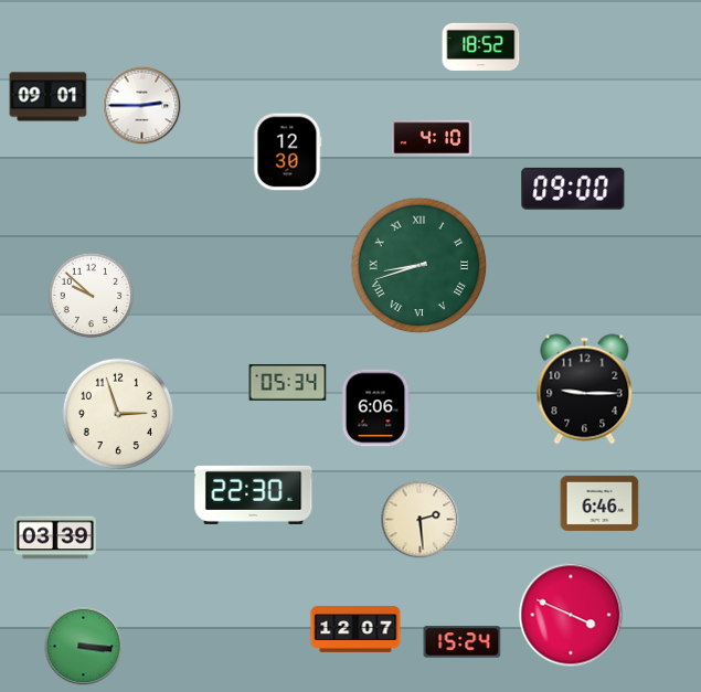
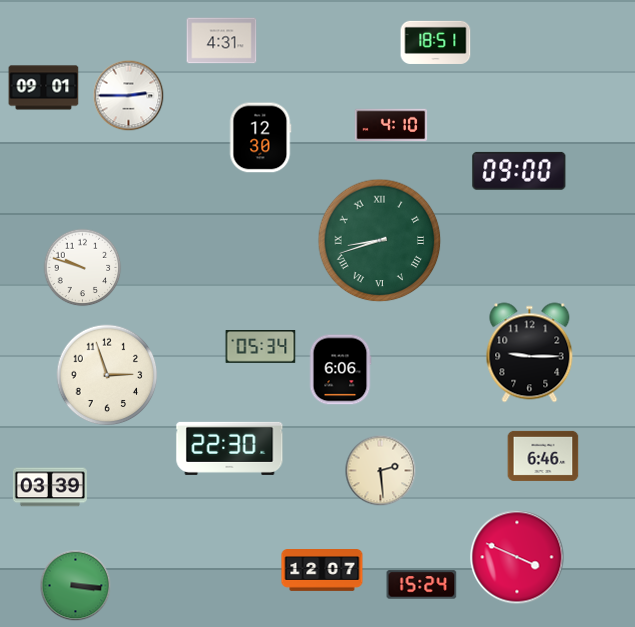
clock at (222, 41): none -> 4:31
clock at (481, 46): 18:52 -> 18:51
clock at (92, 296): 9:52 -> 9:48
clock at (463, 642) position: (463, 642) -> (422, 585)
